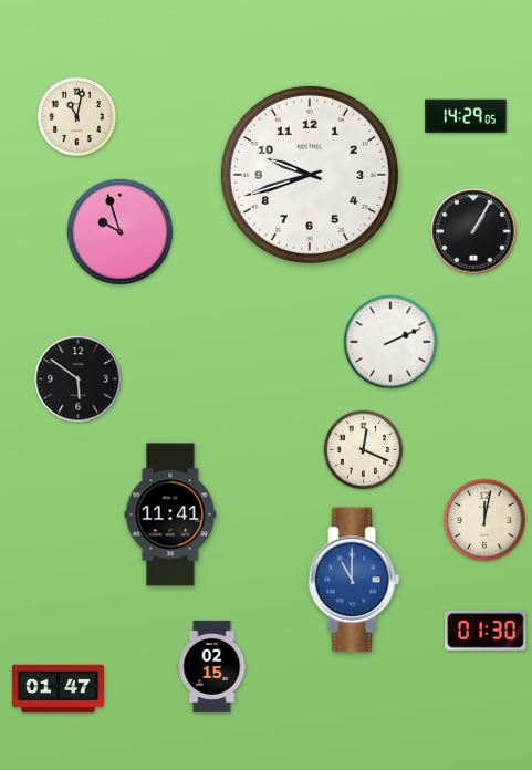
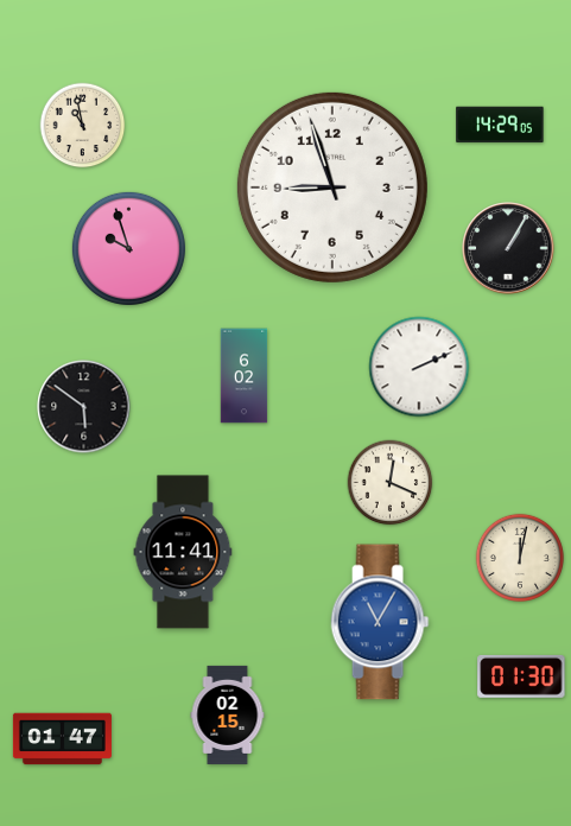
clock at (77, 117): 11:02 -> 10:58
clock at (310, 175): 9:42 -> 8:57
clock at (245, 376): none -> 6:02
clock at (354, 580): 11:00 -> 11:05
